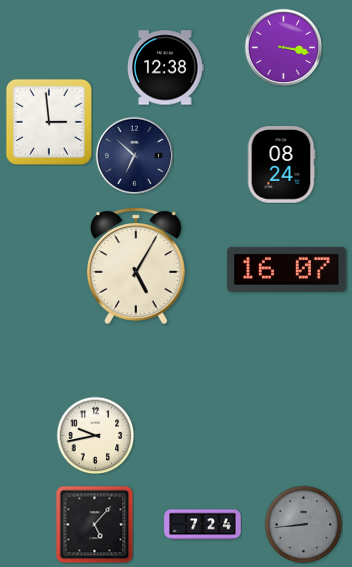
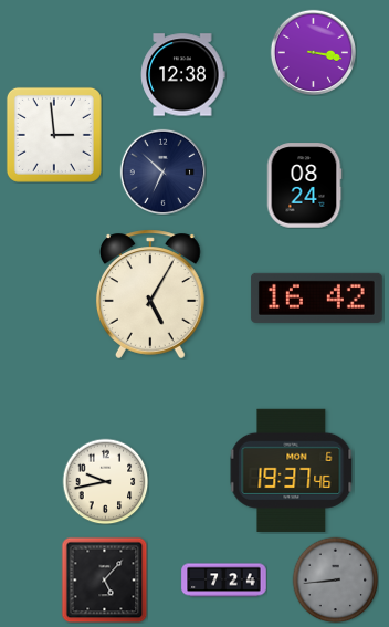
clock at (134, 155) position: (134, 155) -> (162, 171)
clock at (281, 165) position: (281, 165) -> (304, 186)
clock at (286, 269): 16:07 -> 16:42
clock at (292, 470): none -> 19:37
